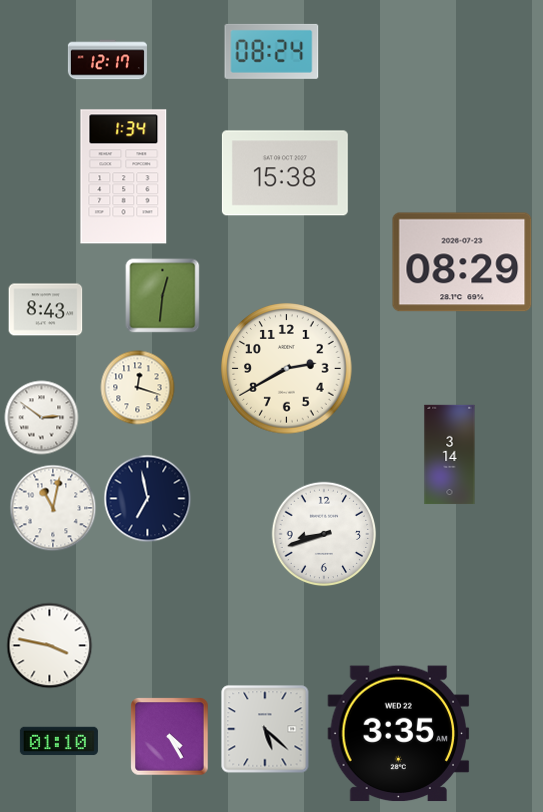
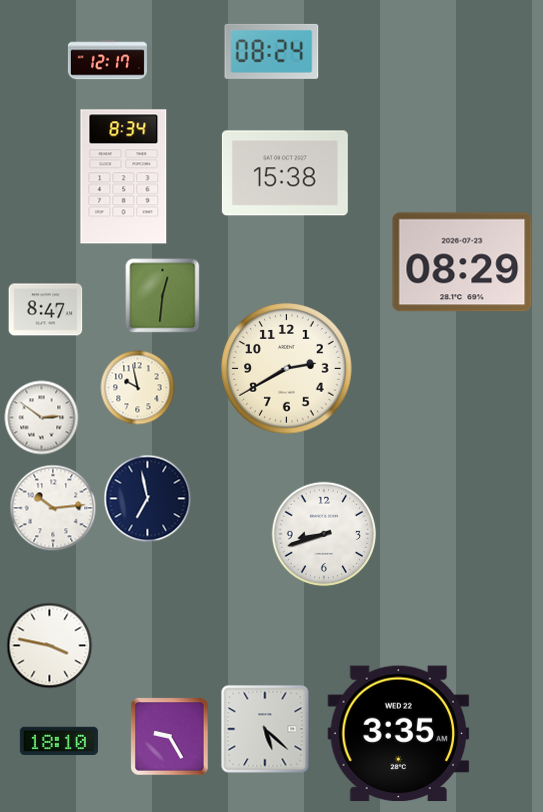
clock at (124, 177): 1:34 -> 8:34
clock at (46, 310): 8:43 -> 8:47
clock at (138, 388): 12:18 -> 9:58
clock at (450, 455): 3:14 -> none
clock at (53, 508): 11:02 -> 10:14
clock at (170, 737): 4:25 -> 9:25
clock at (59, 741): 01:10 -> 18:10
